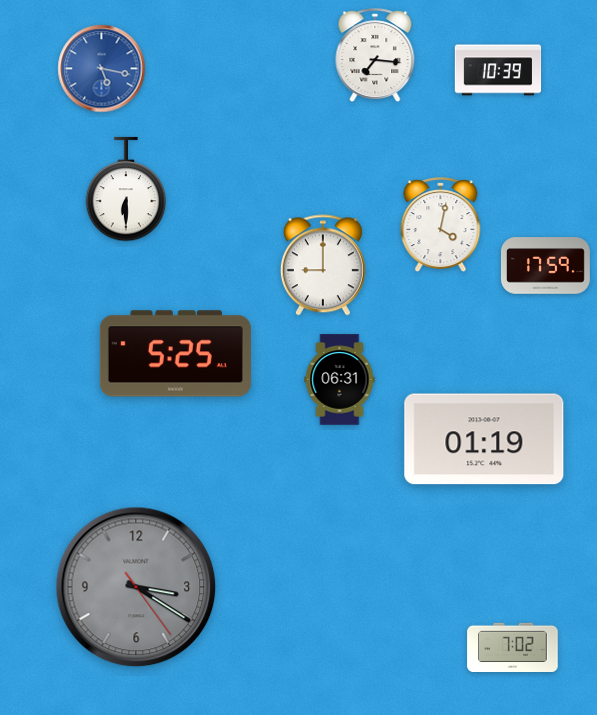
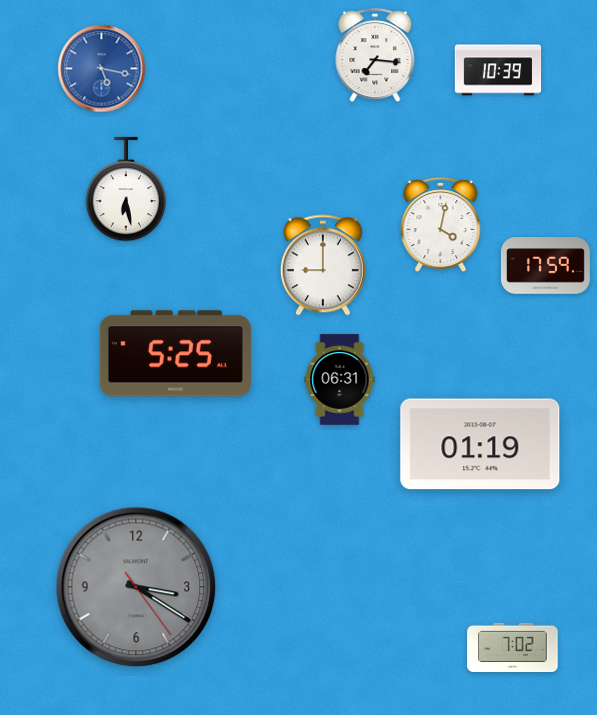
clock at (126, 189): 6:30 -> 6:28
clock at (484, 439) position: (484, 439) -> (480, 444)
